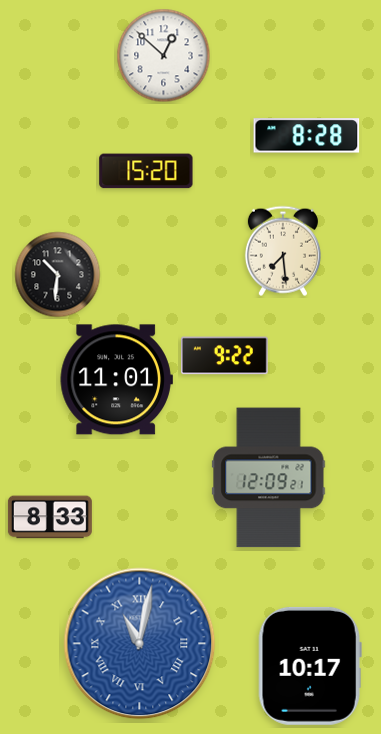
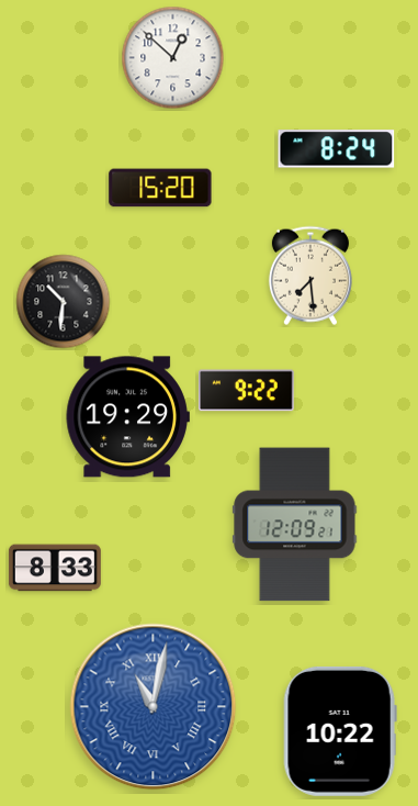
clock at (164, 56) position: (164, 56) -> (173, 58)
clock at (307, 136): 8:28 -> 8:24
clock at (116, 380): 11:01 -> 19:29
clock at (310, 666): 10:17 -> 10:22
